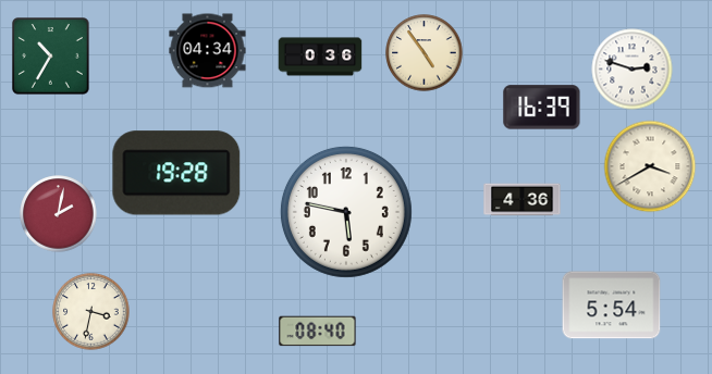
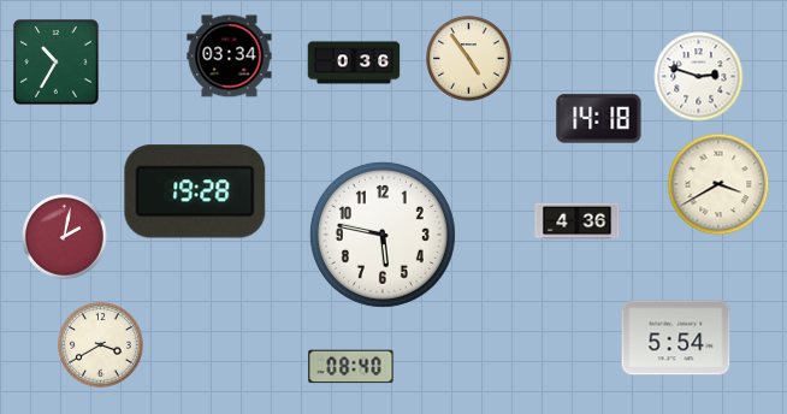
clock at (208, 51): 04:34 -> 03:34
clock at (542, 108): 16:39 -> 14:18
clock at (91, 312): 3:32 -> 3:40
